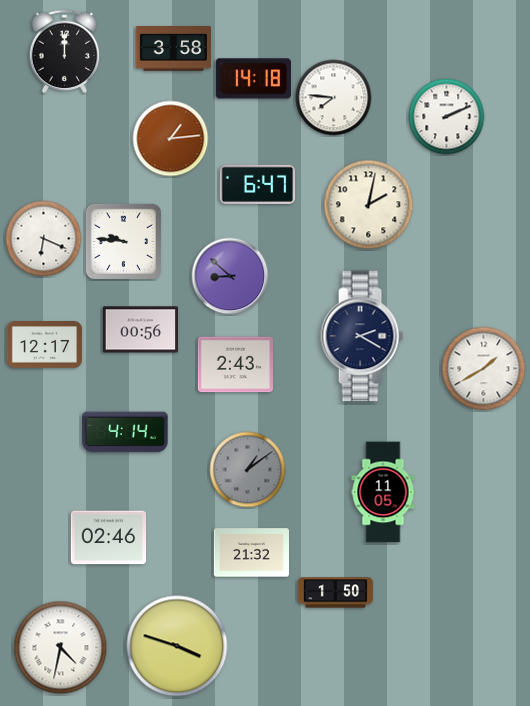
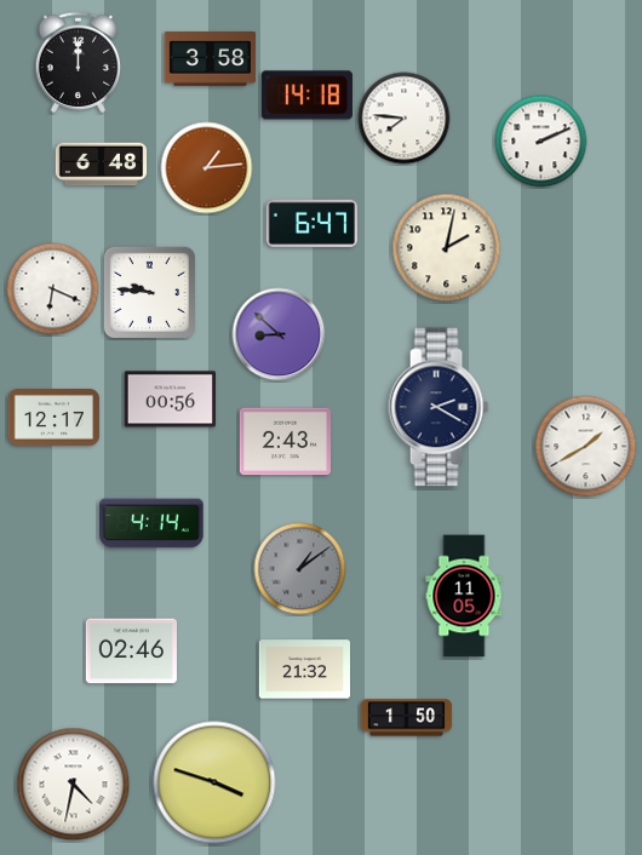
clock at (102, 165): none -> 6:48
